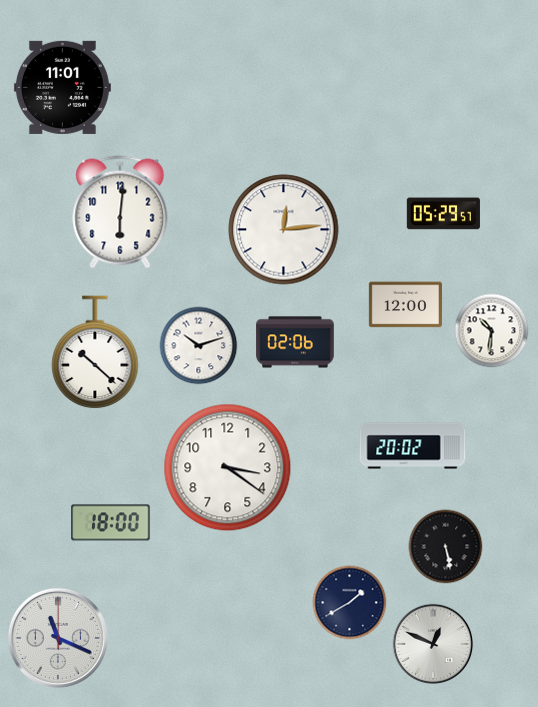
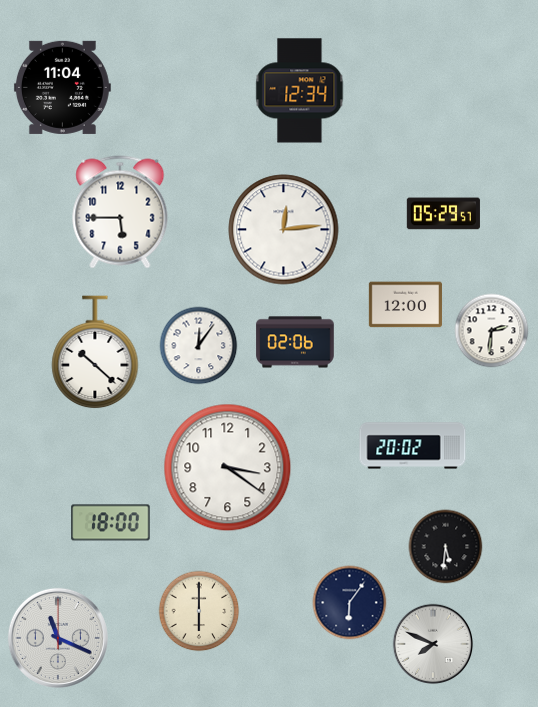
clock at (62, 87): 11:01 -> 11:04
clock at (300, 91): none -> 12:34
clock at (120, 212): 6:01 -> 5:45
clock at (492, 331): 10:31 -> 2:31
clock at (199, 346): 10:12 -> 12:06
clock at (446, 547): 5:28 -> 5:31
clock at (350, 603): 1:40 -> 6:06
clock at (199, 611): none -> 6:00
clock at (433, 644): 12:49 -> 7:49
